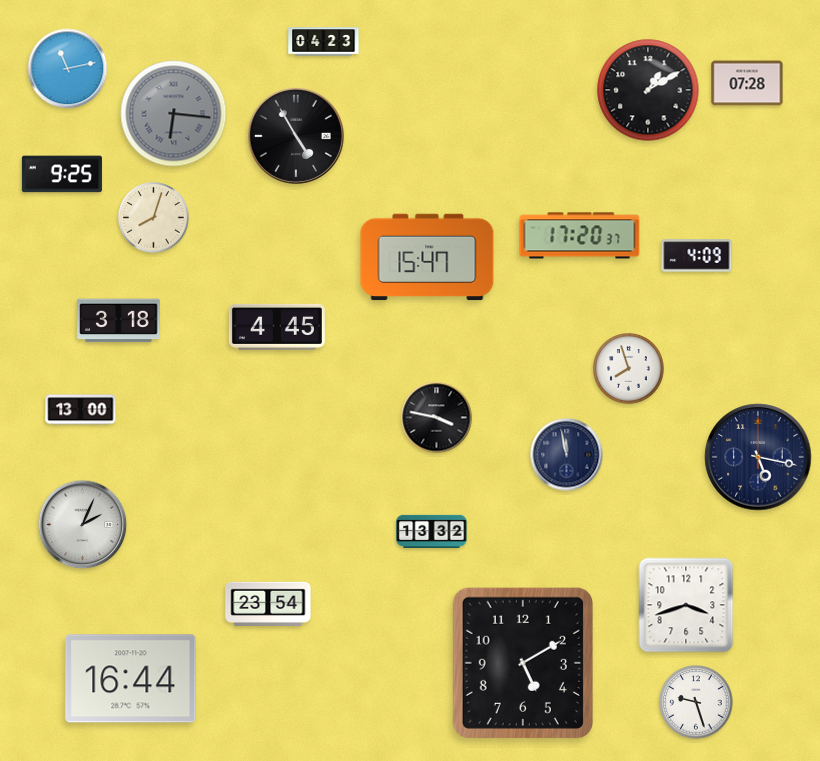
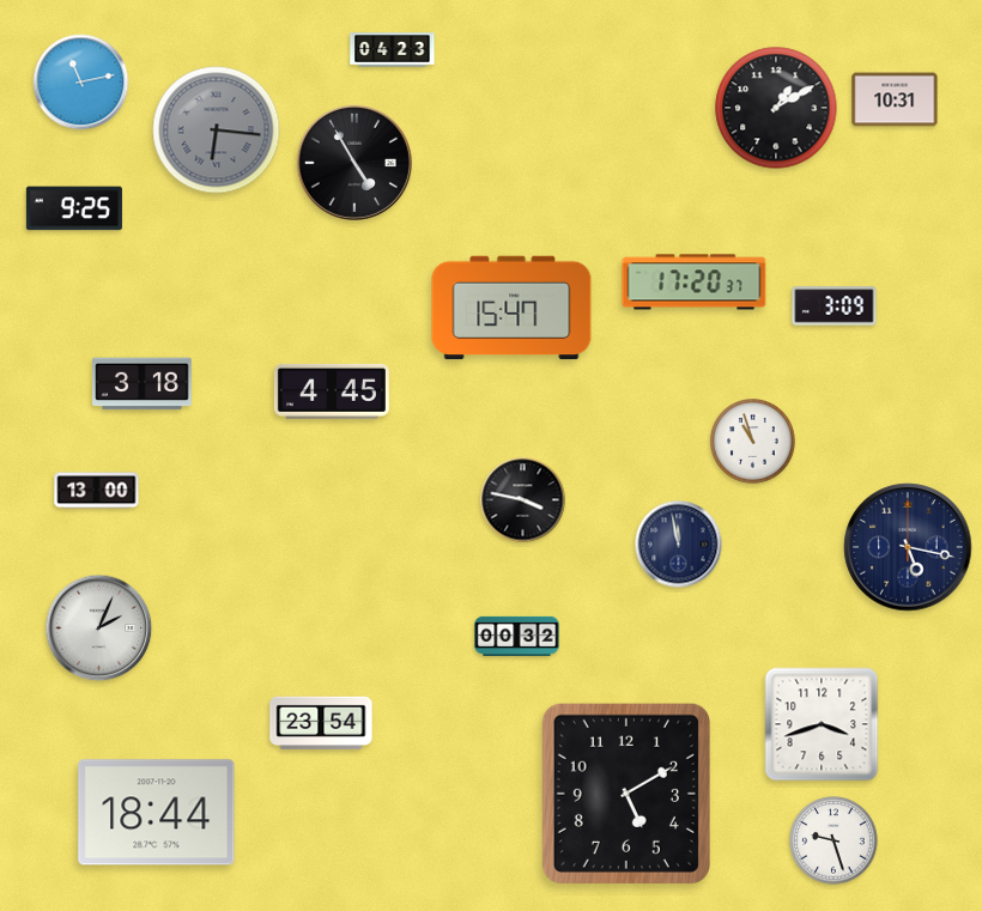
clock at (324, 42) position: (324, 42) -> (393, 50)
clock at (747, 83): 07:28 -> 10:31
clock at (174, 114) position: (174, 114) -> (217, 130)
clock at (154, 218): 8:03 -> none
clock at (697, 256): 4:09 -> 3:09
clock at (629, 369): 7:57 -> 10:57
clock at (432, 531): 13:32 -> 00:32
clock at (131, 679): 16:44 -> 18:44
